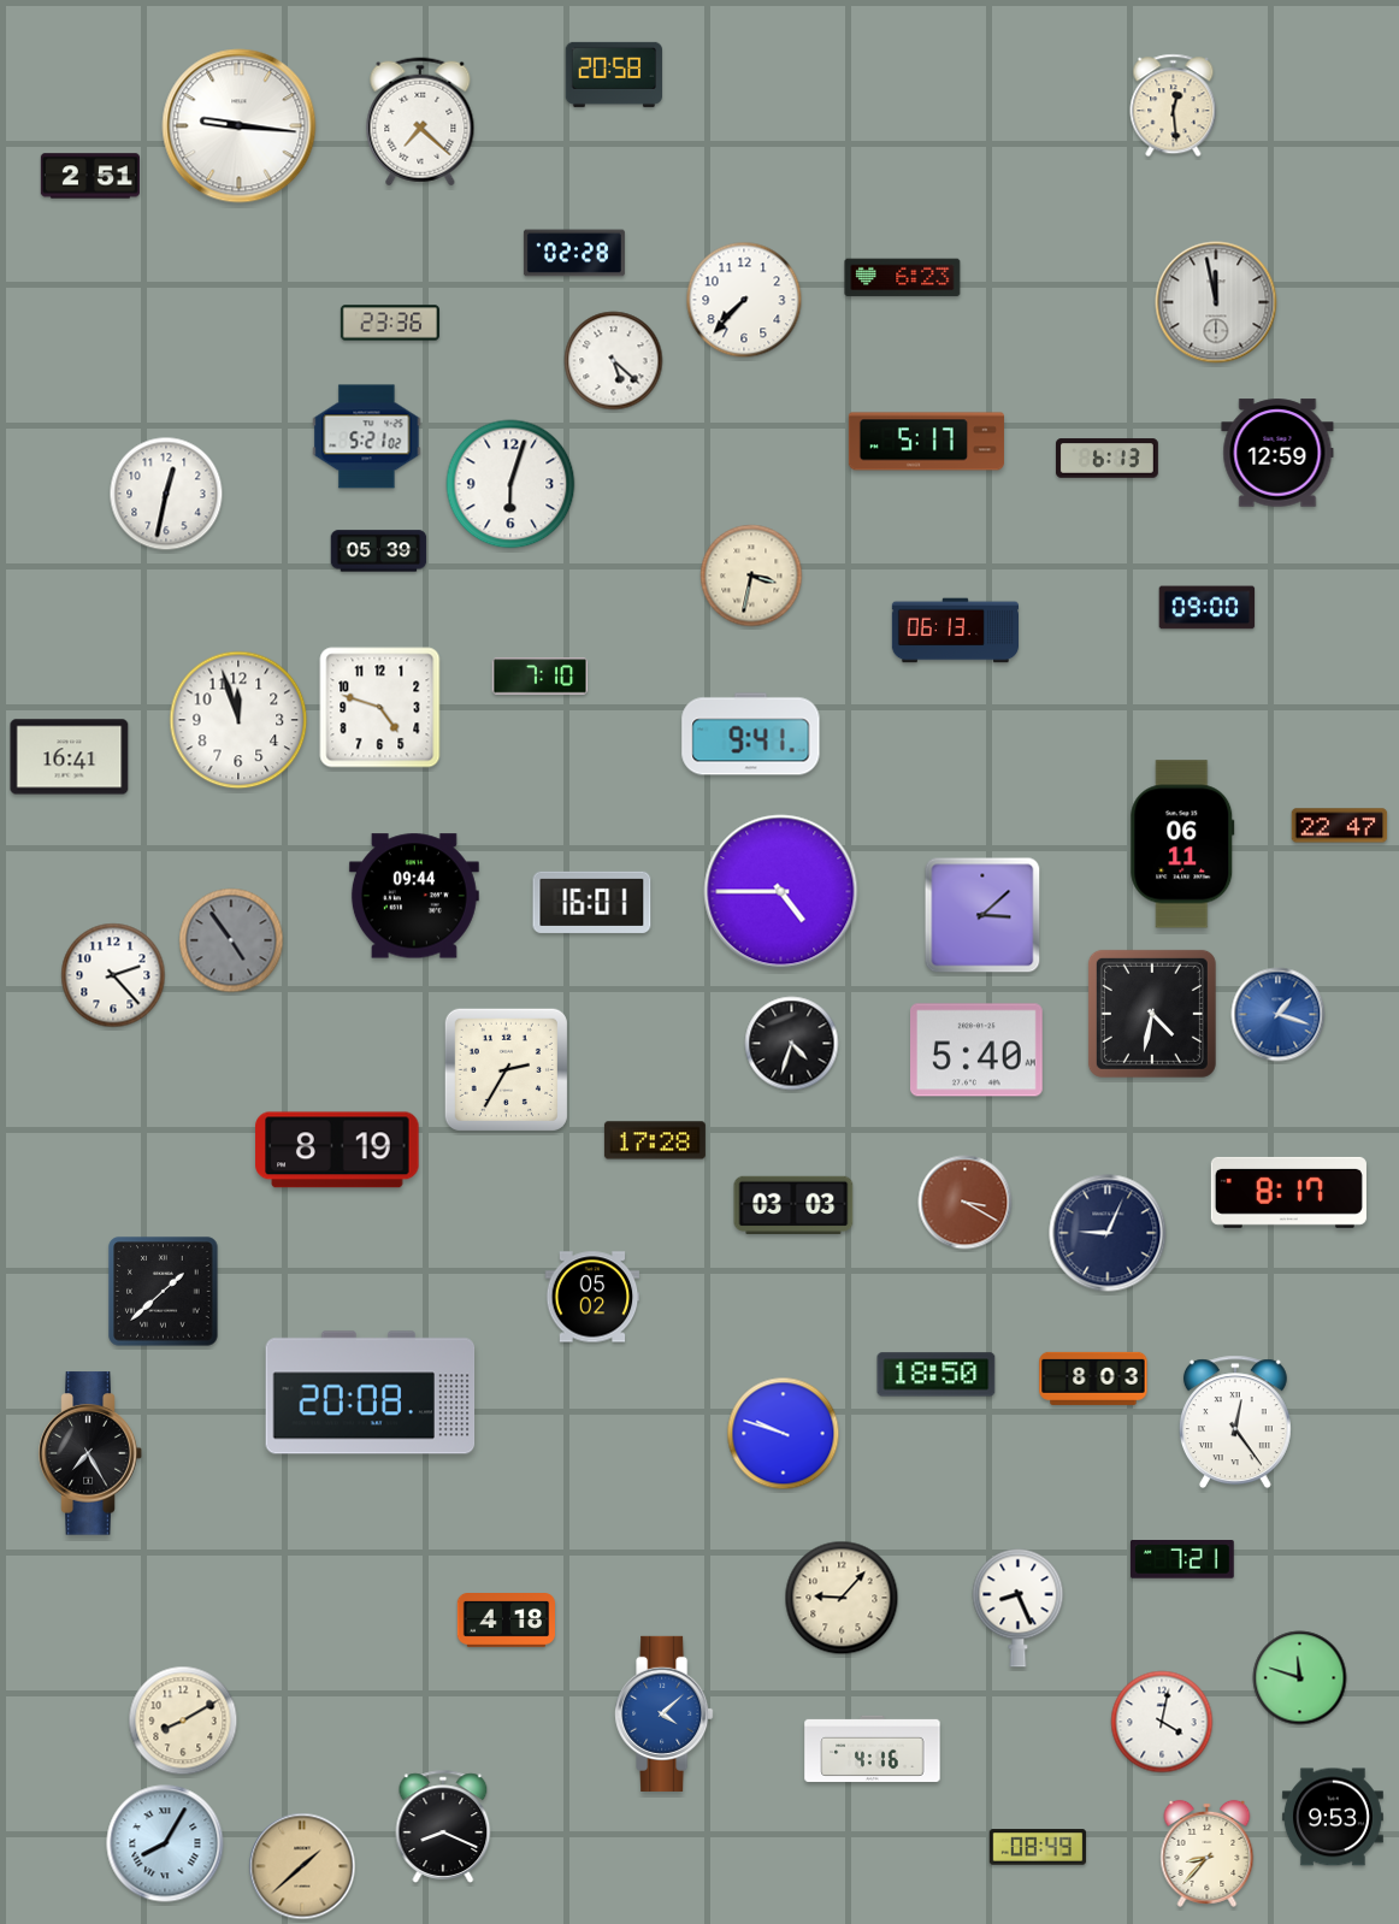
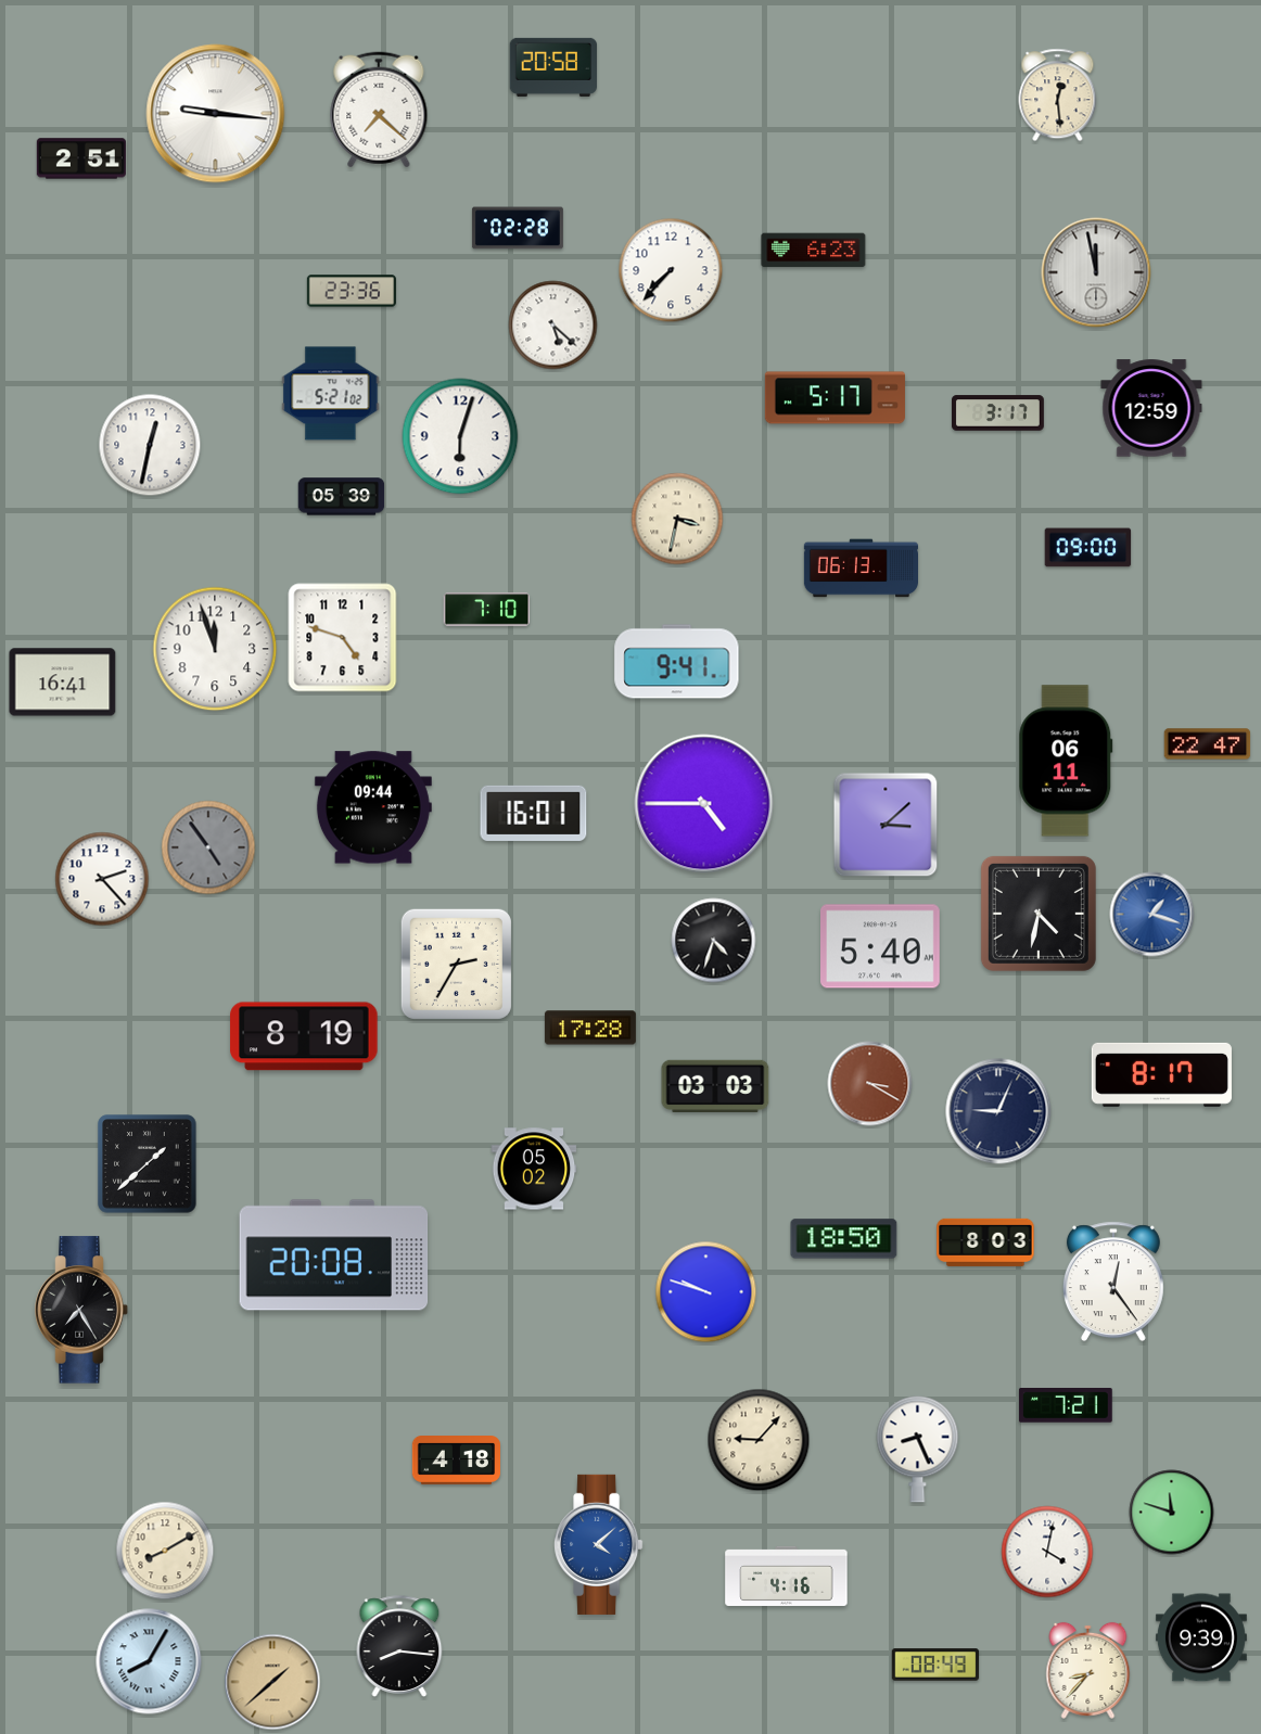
clock at (1108, 459): 6:13 -> 3:17
clock at (1333, 1817): 9:53 -> 9:39
clock at (443, 1826): 8:19 -> 8:16
